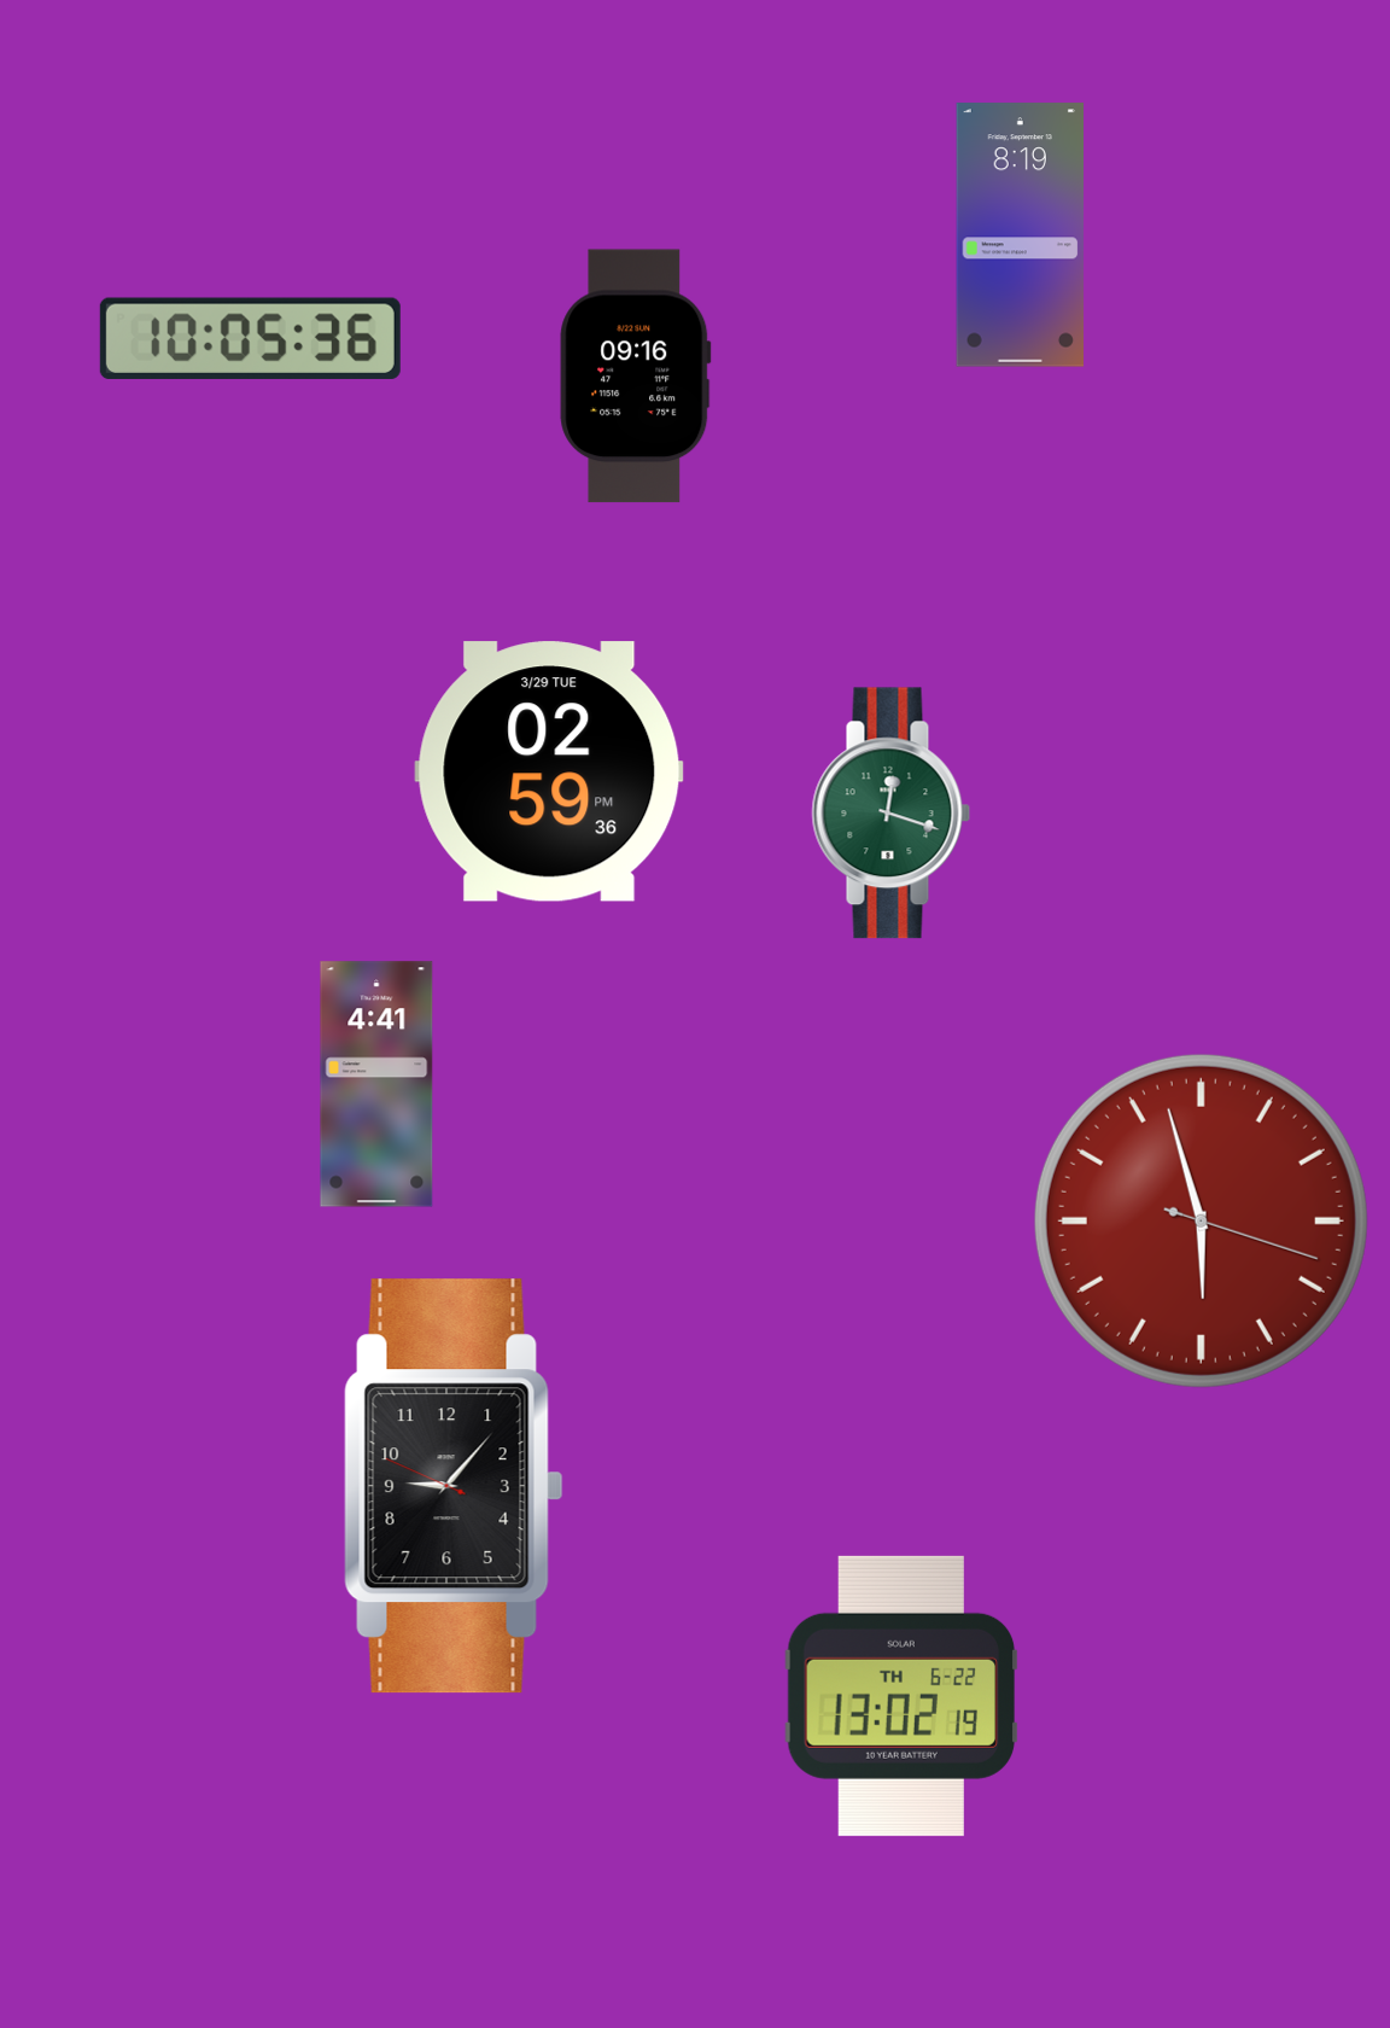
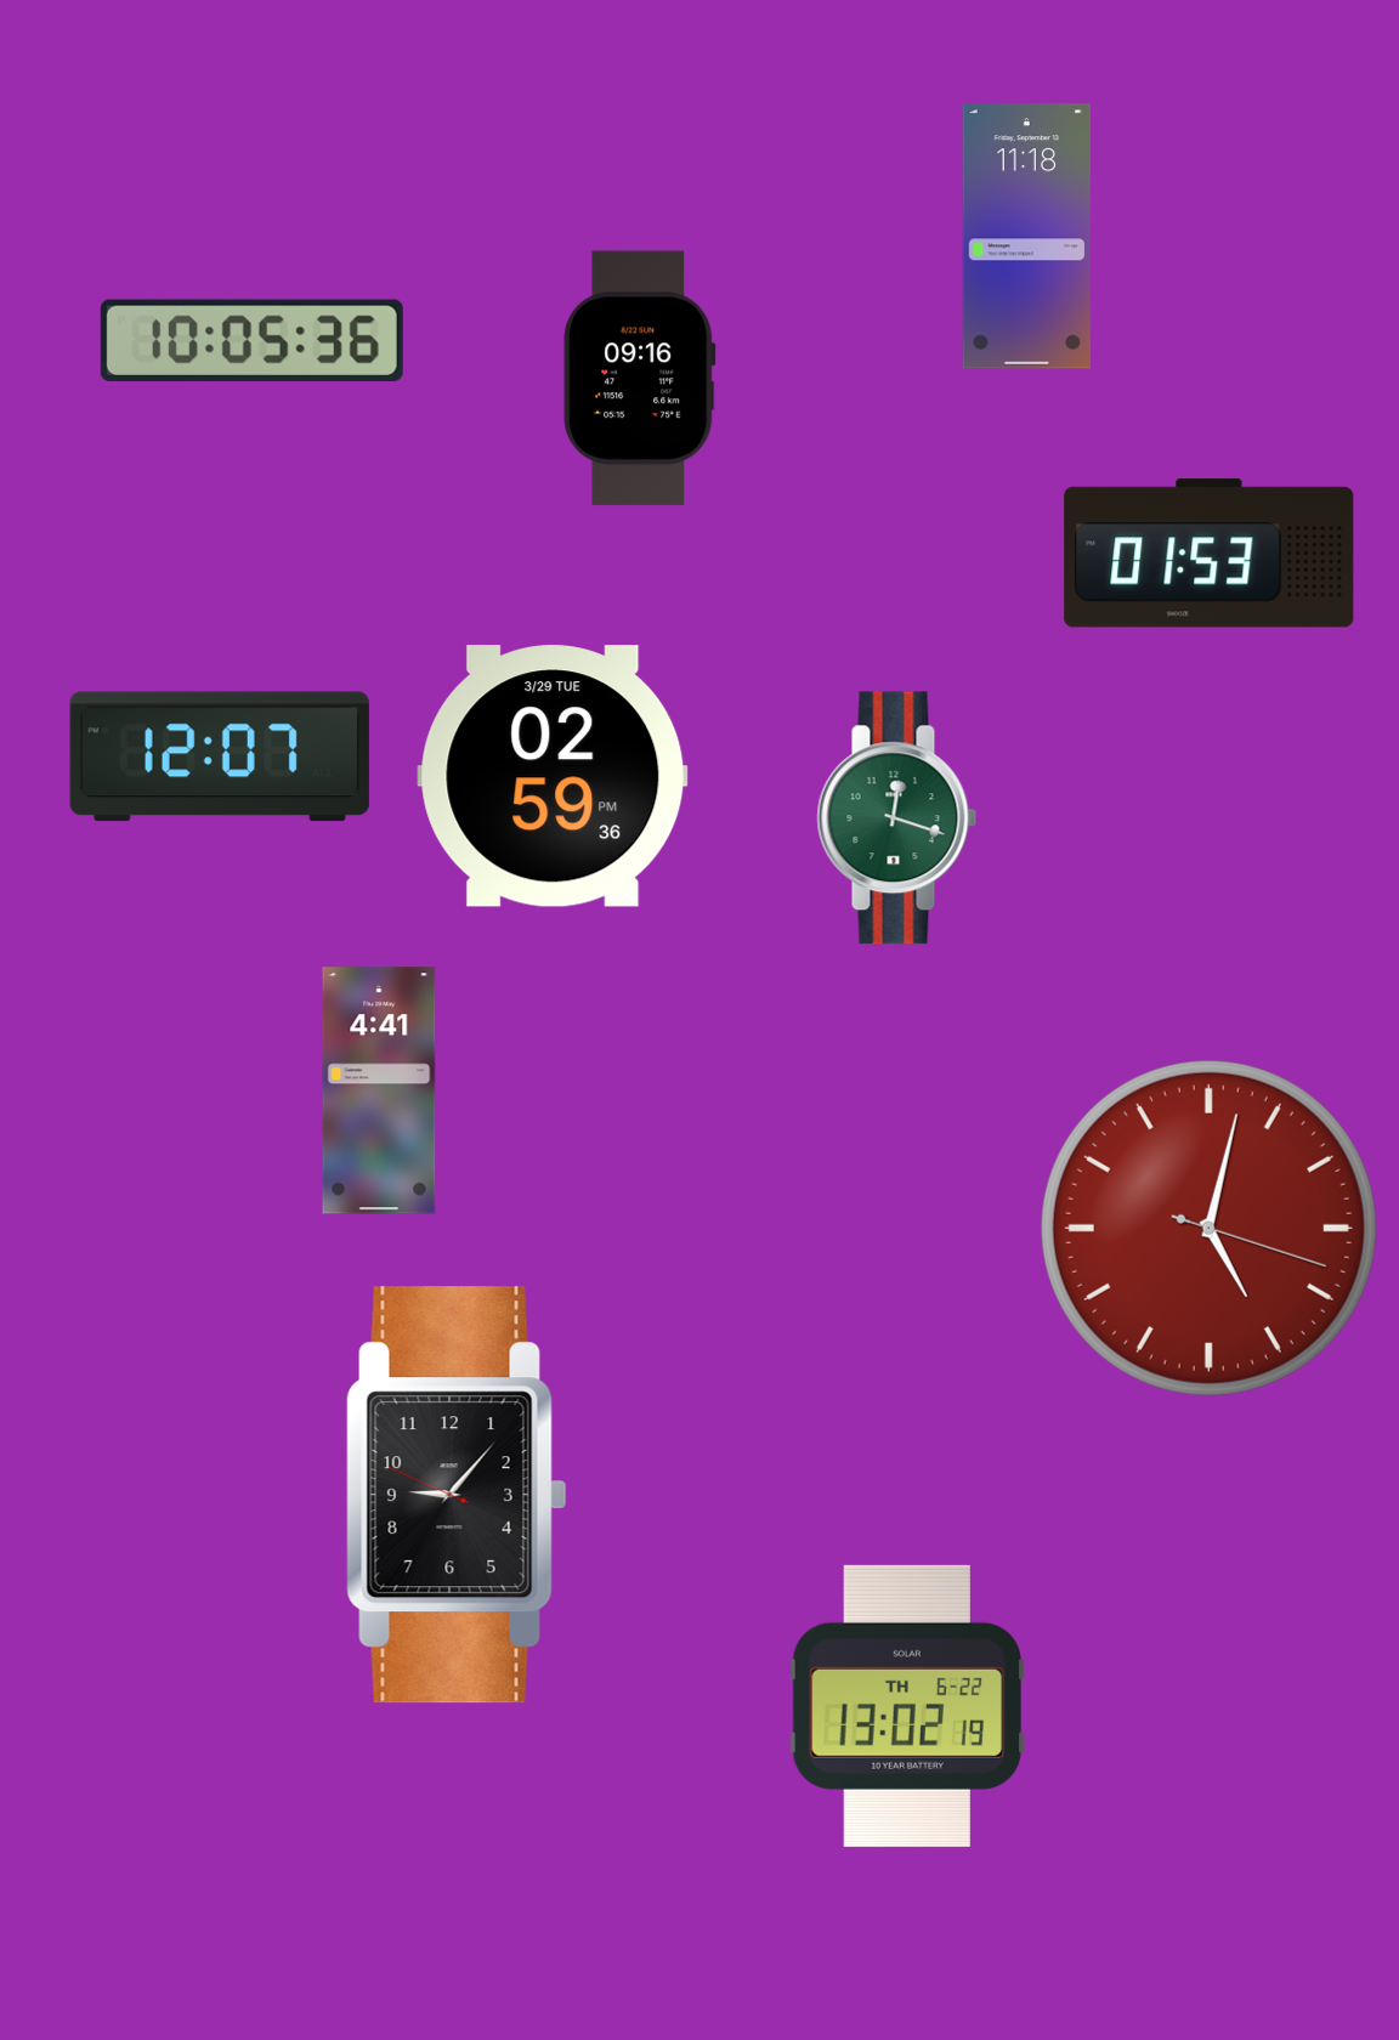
clock at (1021, 235): 8:19 -> 11:18
clock at (1210, 554): none -> 01:53
clock at (220, 756): none -> 12:07
clock at (1201, 1220): 5:57 -> 5:02
